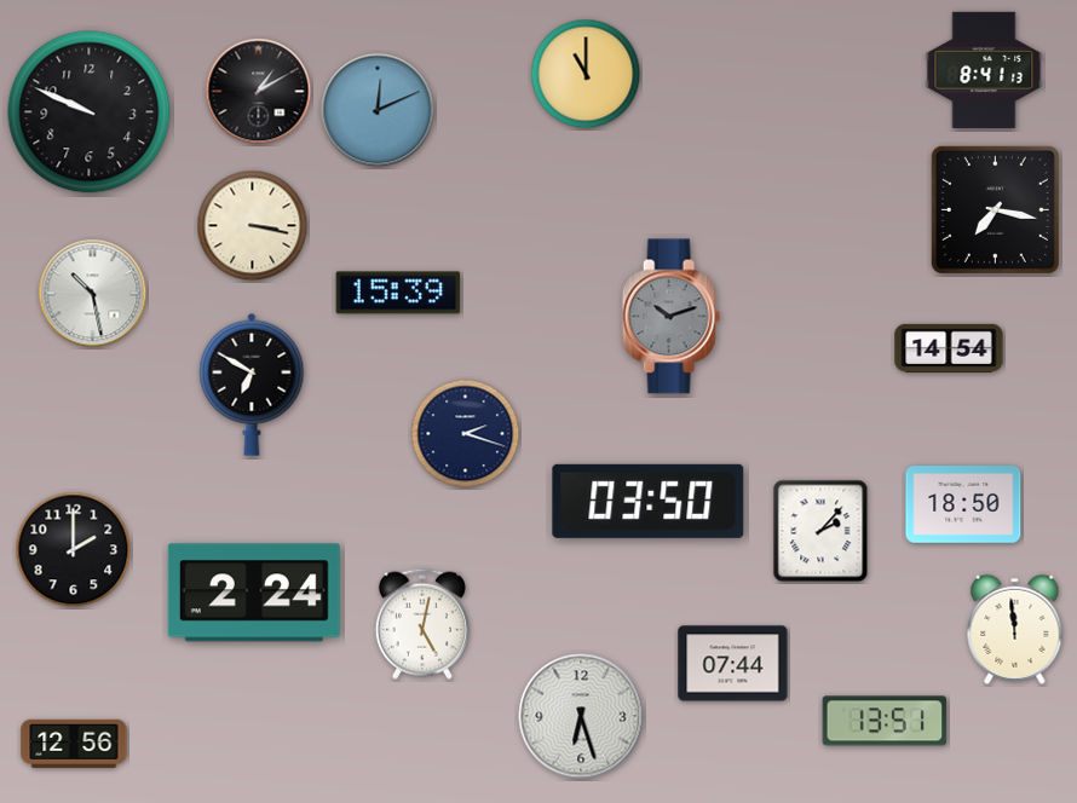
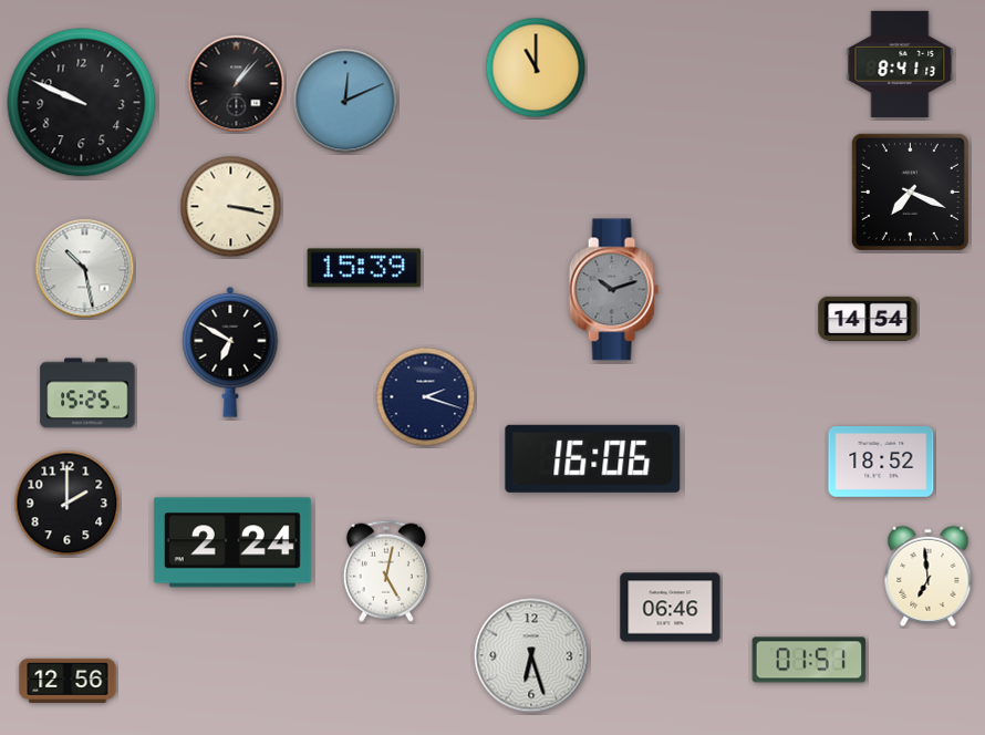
clock at (259, 92): 1:10 -> 1:07
clock at (995, 209): 7:17 -> 7:19
clock at (87, 393): none -> 15:25
clock at (649, 501): 03:50 -> 16:06
clock at (963, 504): 18:50 -> 18:52
clock at (820, 531): 2:07 -> none
clock at (1015, 629): 11:59 -> 6:59
clock at (733, 664): 07:44 -> 06:46
clock at (885, 721): 13:51 -> 01:51
